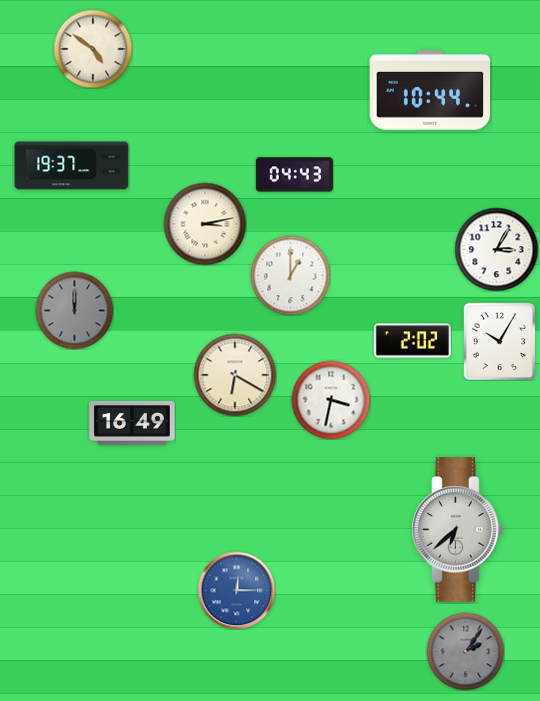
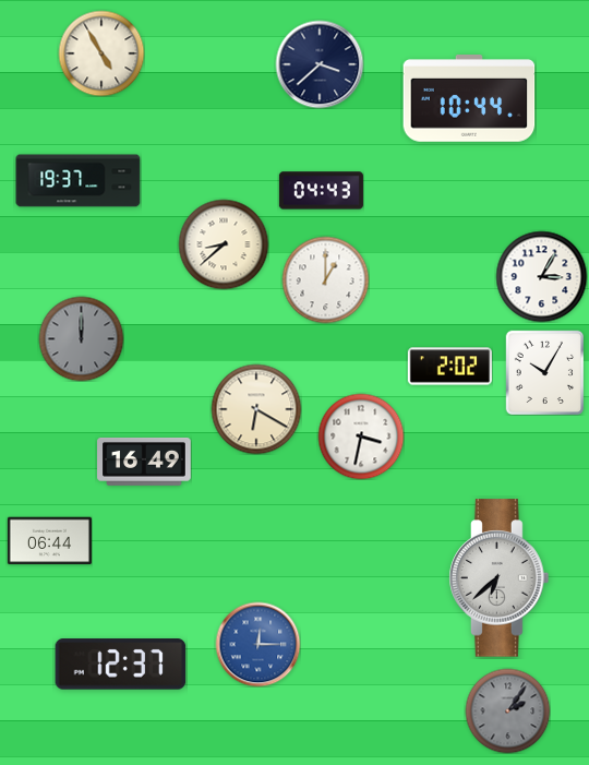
clock at (93, 49): 4:51 -> 4:55
clock at (320, 64): none -> 3:38
clock at (205, 224): 3:13 -> 8:38
clock at (496, 249) position: (496, 249) -> (541, 276)
clock at (290, 275) position: (290, 275) -> (325, 279)
clock at (412, 341) position: (412, 341) -> (449, 367)
clock at (49, 541): none -> 06:44
clock at (121, 665): none -> 12:37
